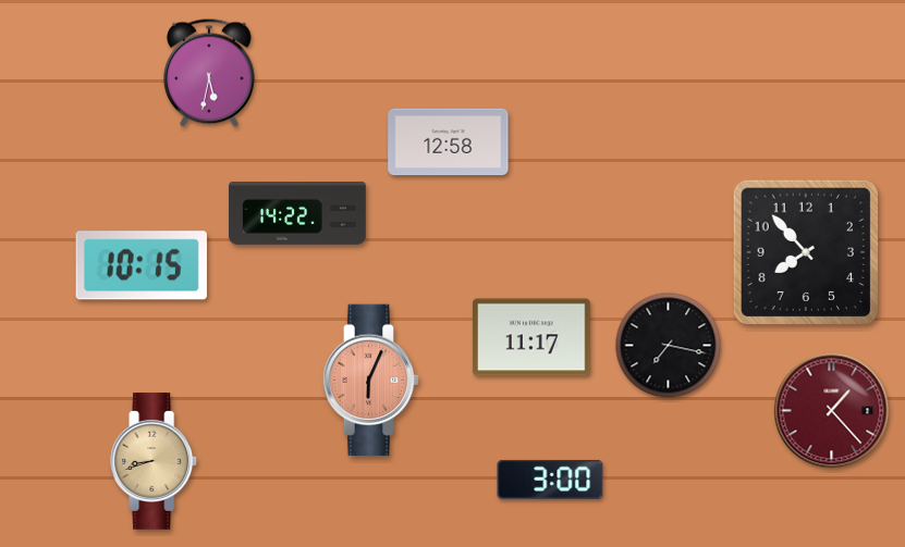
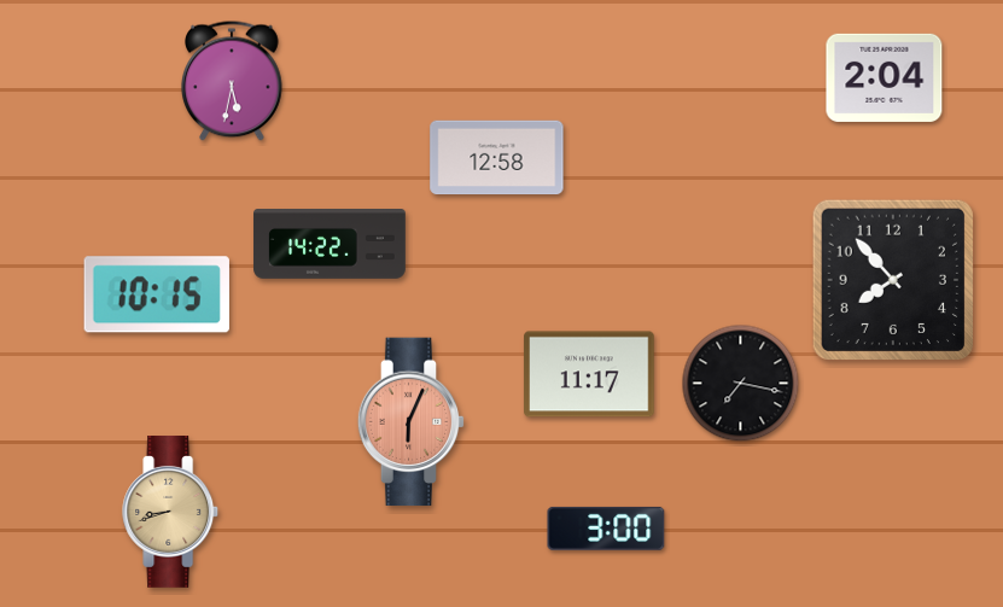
clock at (885, 77): none -> 2:04
clock at (297, 214) position: (297, 214) -> (330, 245)
clock at (832, 411): 1:23 -> none
clock at (550, 480) position: (550, 480) -> (606, 529)
